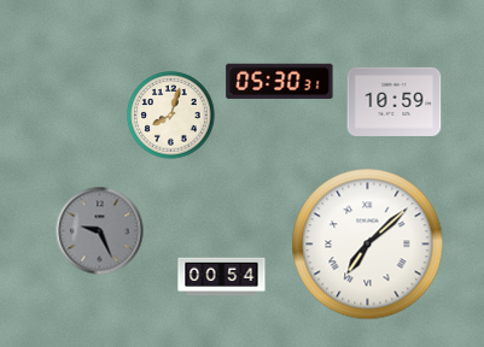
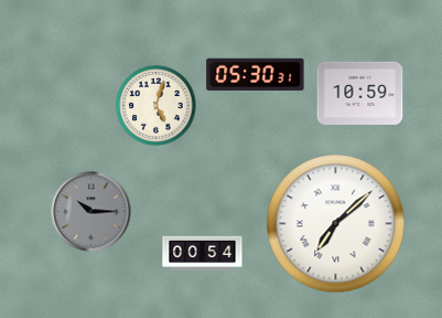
clock at (171, 116): 8:03 -> 5:03
clock at (100, 231): 9:26 -> 10:15
